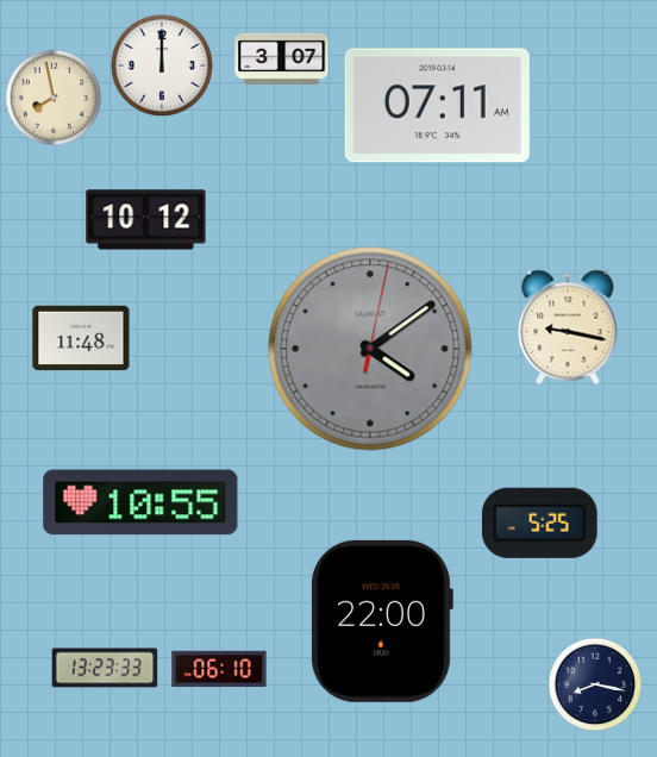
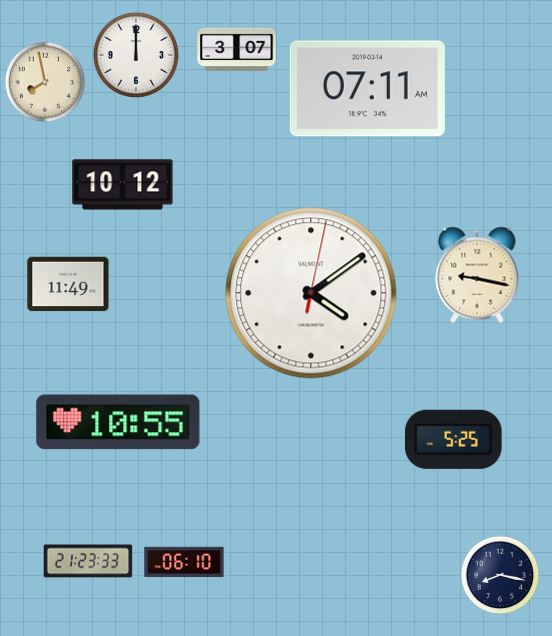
clock at (81, 338): 11:48 -> 11:49
clock at (370, 349) dial: grey -> white
clock at (382, 621): 22:00 -> none
clock at (105, 668): 13:23 -> 21:23
